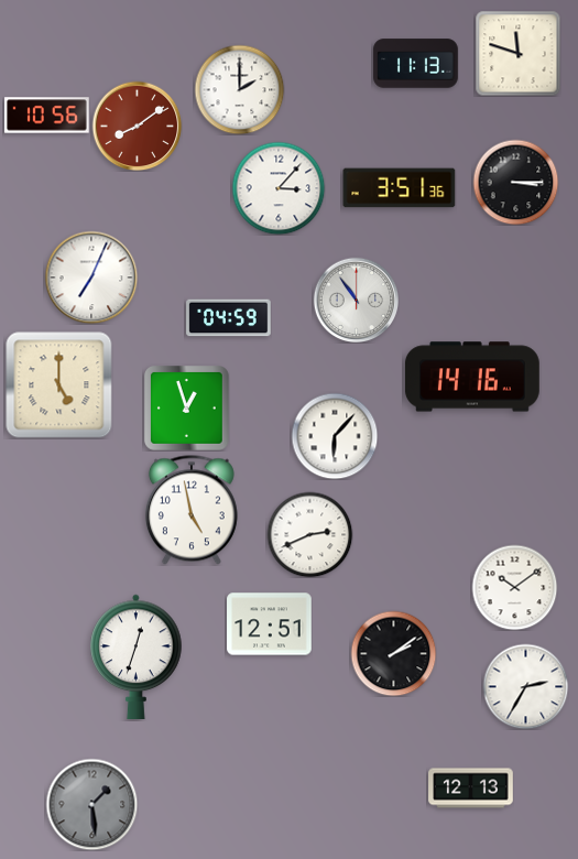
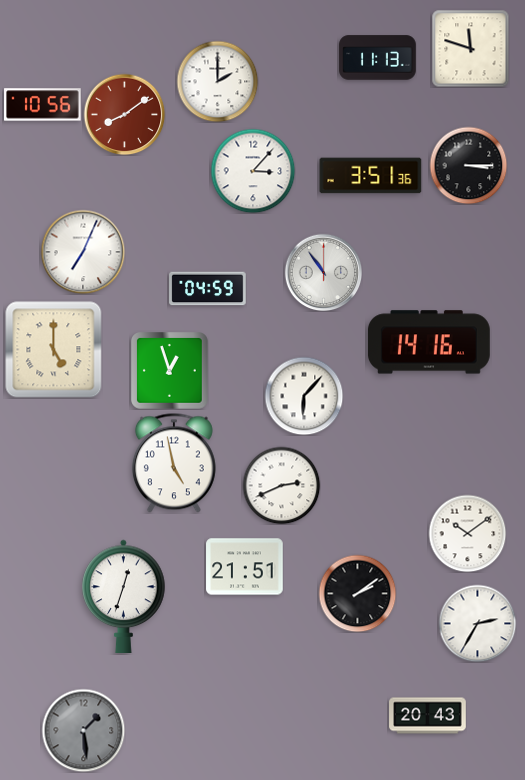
clock at (400, 188) position: (400, 188) -> (371, 176)
clock at (270, 624): 12:51 -> 21:51
clock at (471, 789): 12:13 -> 20:43
